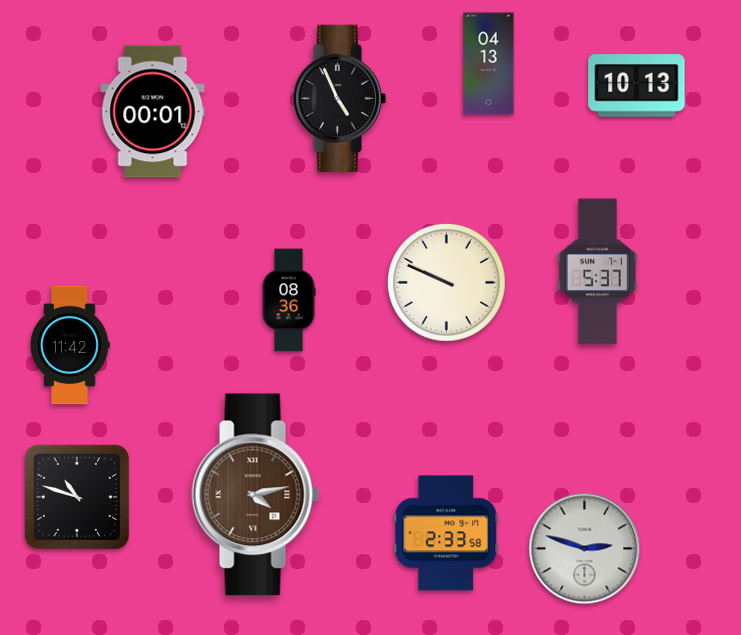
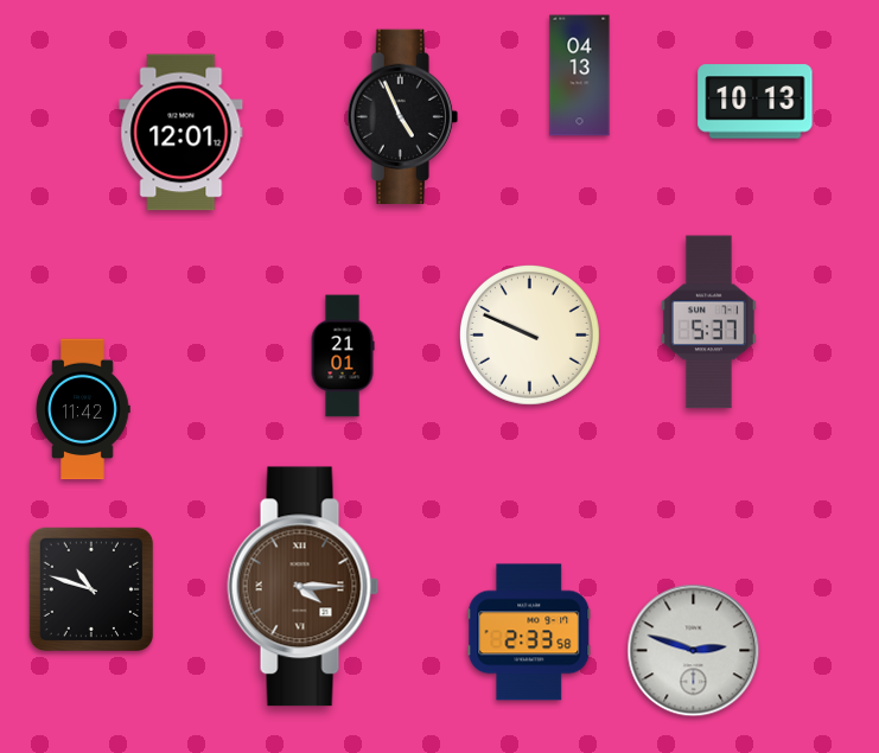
clock at (153, 112): 00:01 -> 12:01
clock at (289, 300): 08:36 -> 21:01
clock at (256, 495): 4:13 -> 4:15
